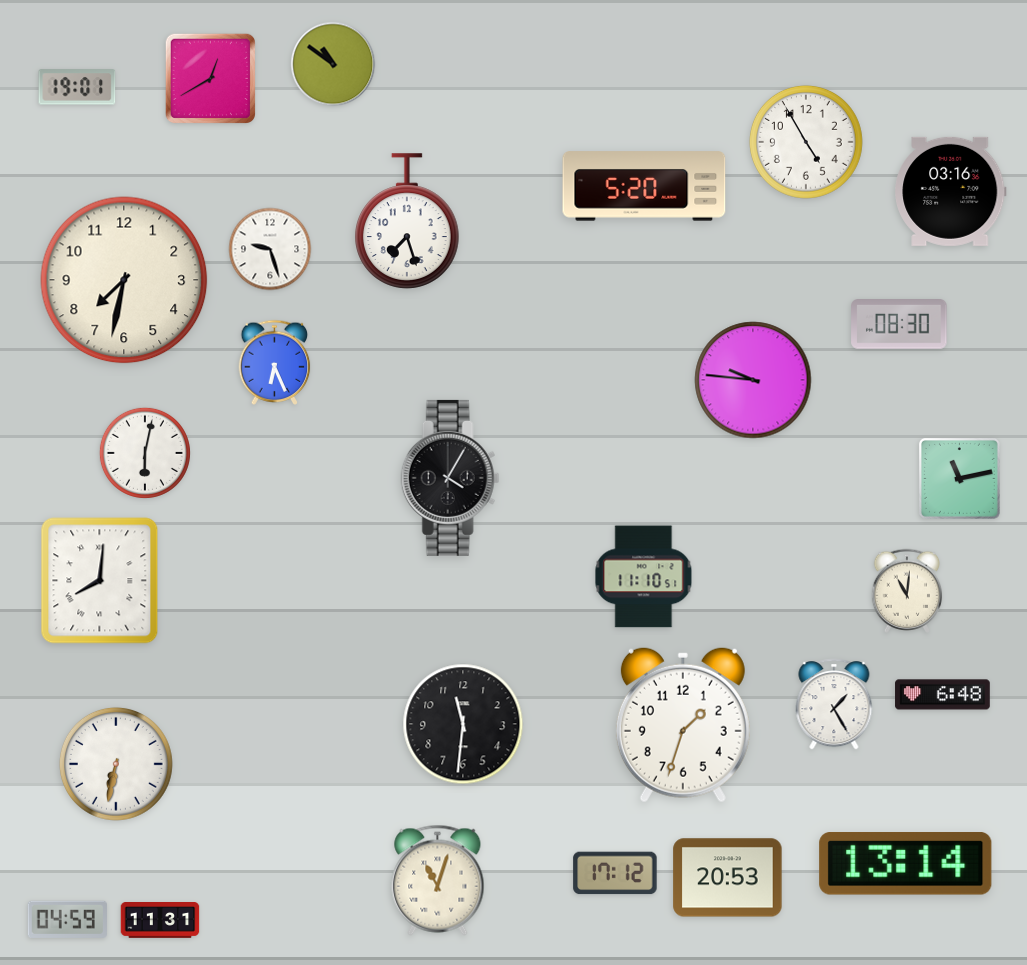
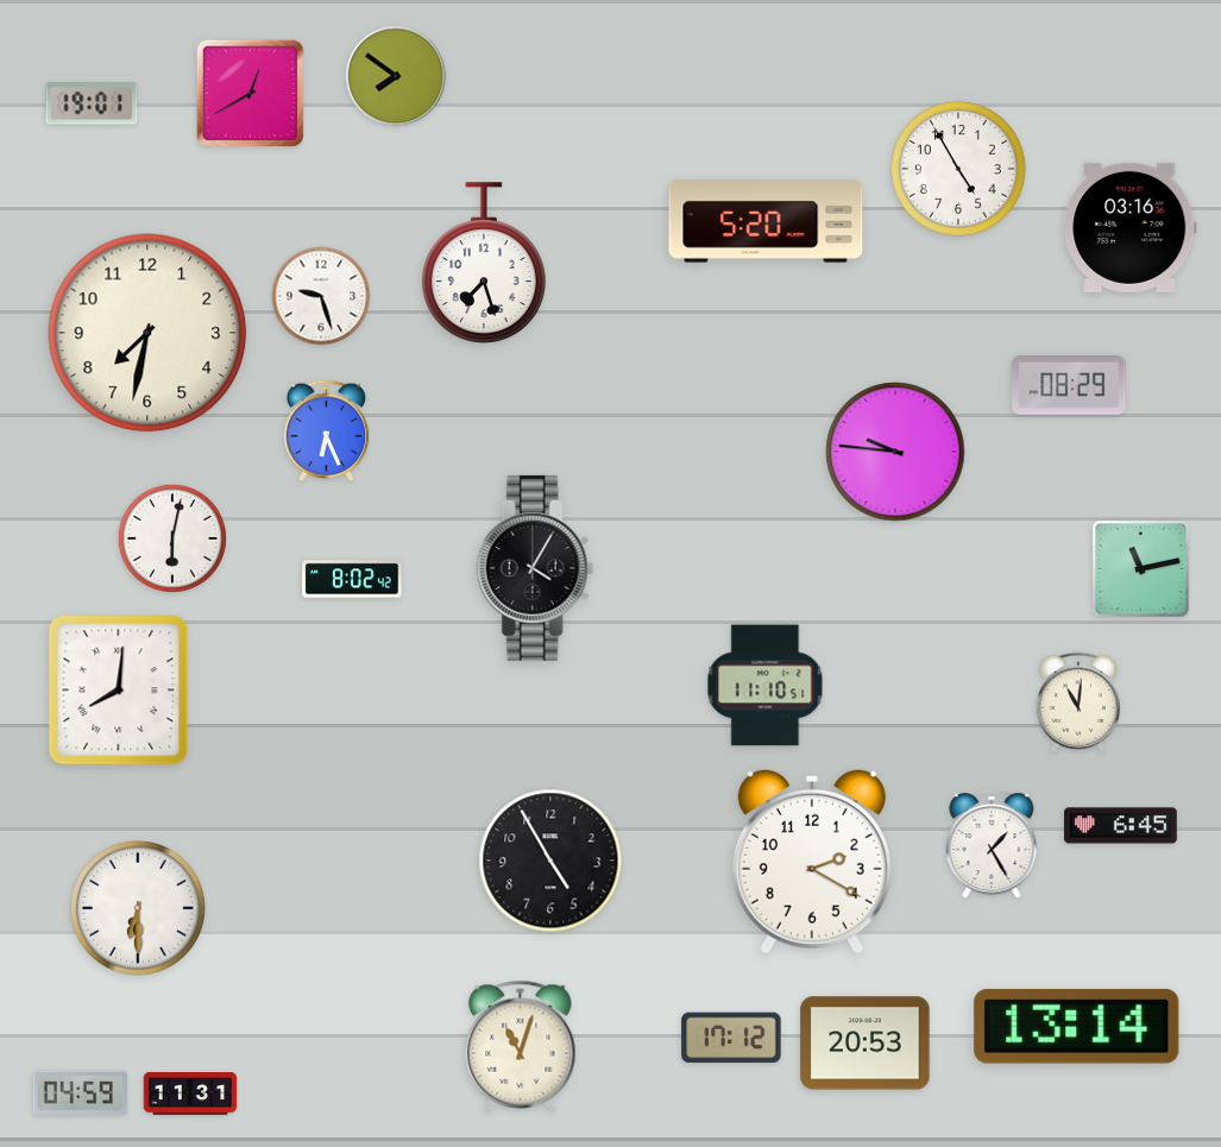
clock at (333, 64): 10:51 -> 7:51
clock at (899, 325): 08:30 -> 08:29
clock at (352, 579): none -> 8:02
clock at (943, 695): 6:48 -> 6:45
clock at (834, 704) position: (834, 704) -> (992, 844)
clock at (463, 724): 11:31 -> 4:55
clock at (683, 725): 1:33 -> 2:20
clock at (116, 764): 6:32 -> 6:30
